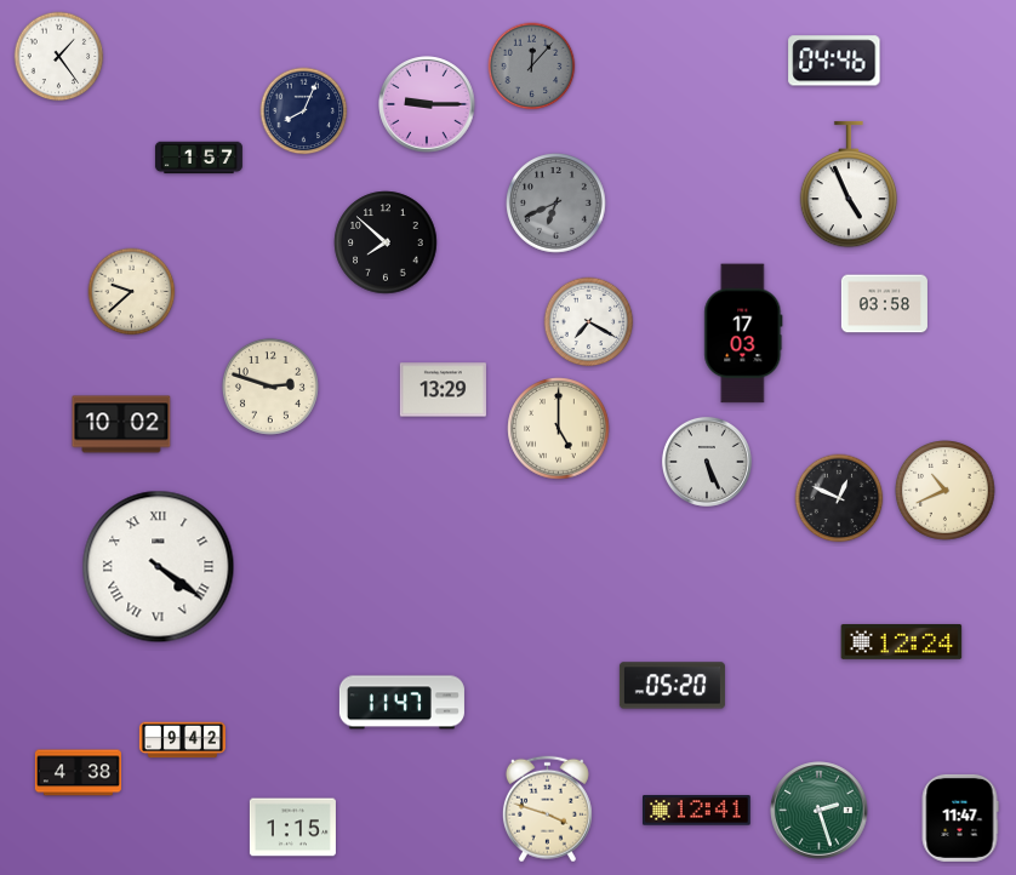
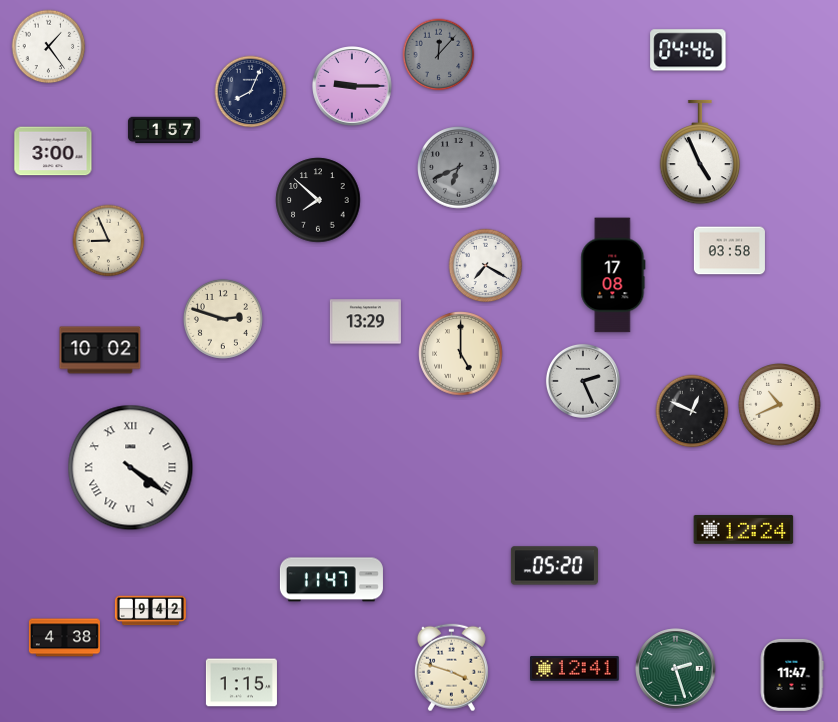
clock at (53, 151): none -> 3:00
clock at (132, 292): 9:38 -> 8:56
clock at (743, 333): 17:03 -> 17:08
clock at (707, 462): 5:26 -> 2:26
